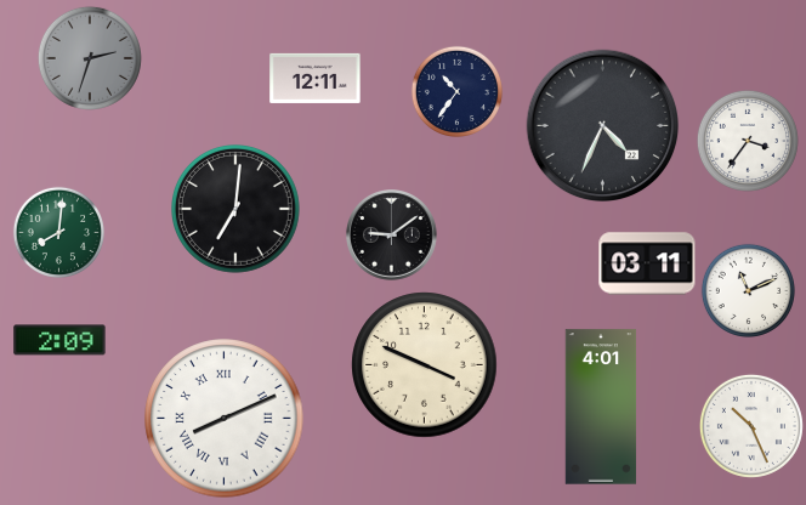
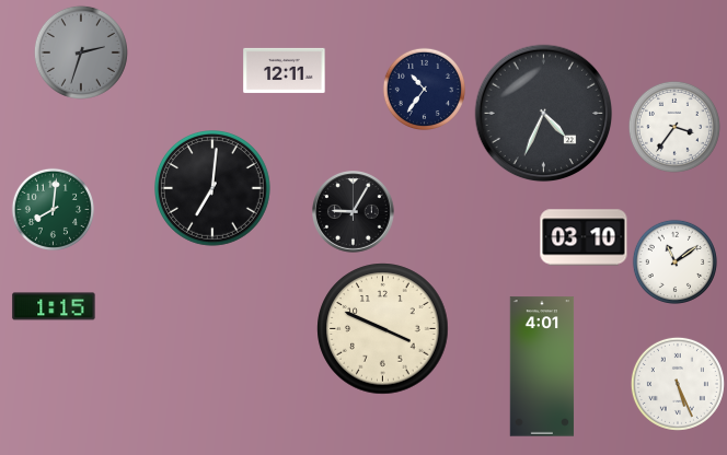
clock at (456, 91) position: (456, 91) -> (424, 89)
clock at (392, 236): 9:09 -> 9:05
clock at (647, 263): 03:11 -> 03:10
clock at (748, 290): 11:11 -> 11:09
clock at (59, 340): 2:09 -> 1:15
clock at (225, 419): 8:11 -> none
clock at (751, 426): 10:26 -> 5:26
